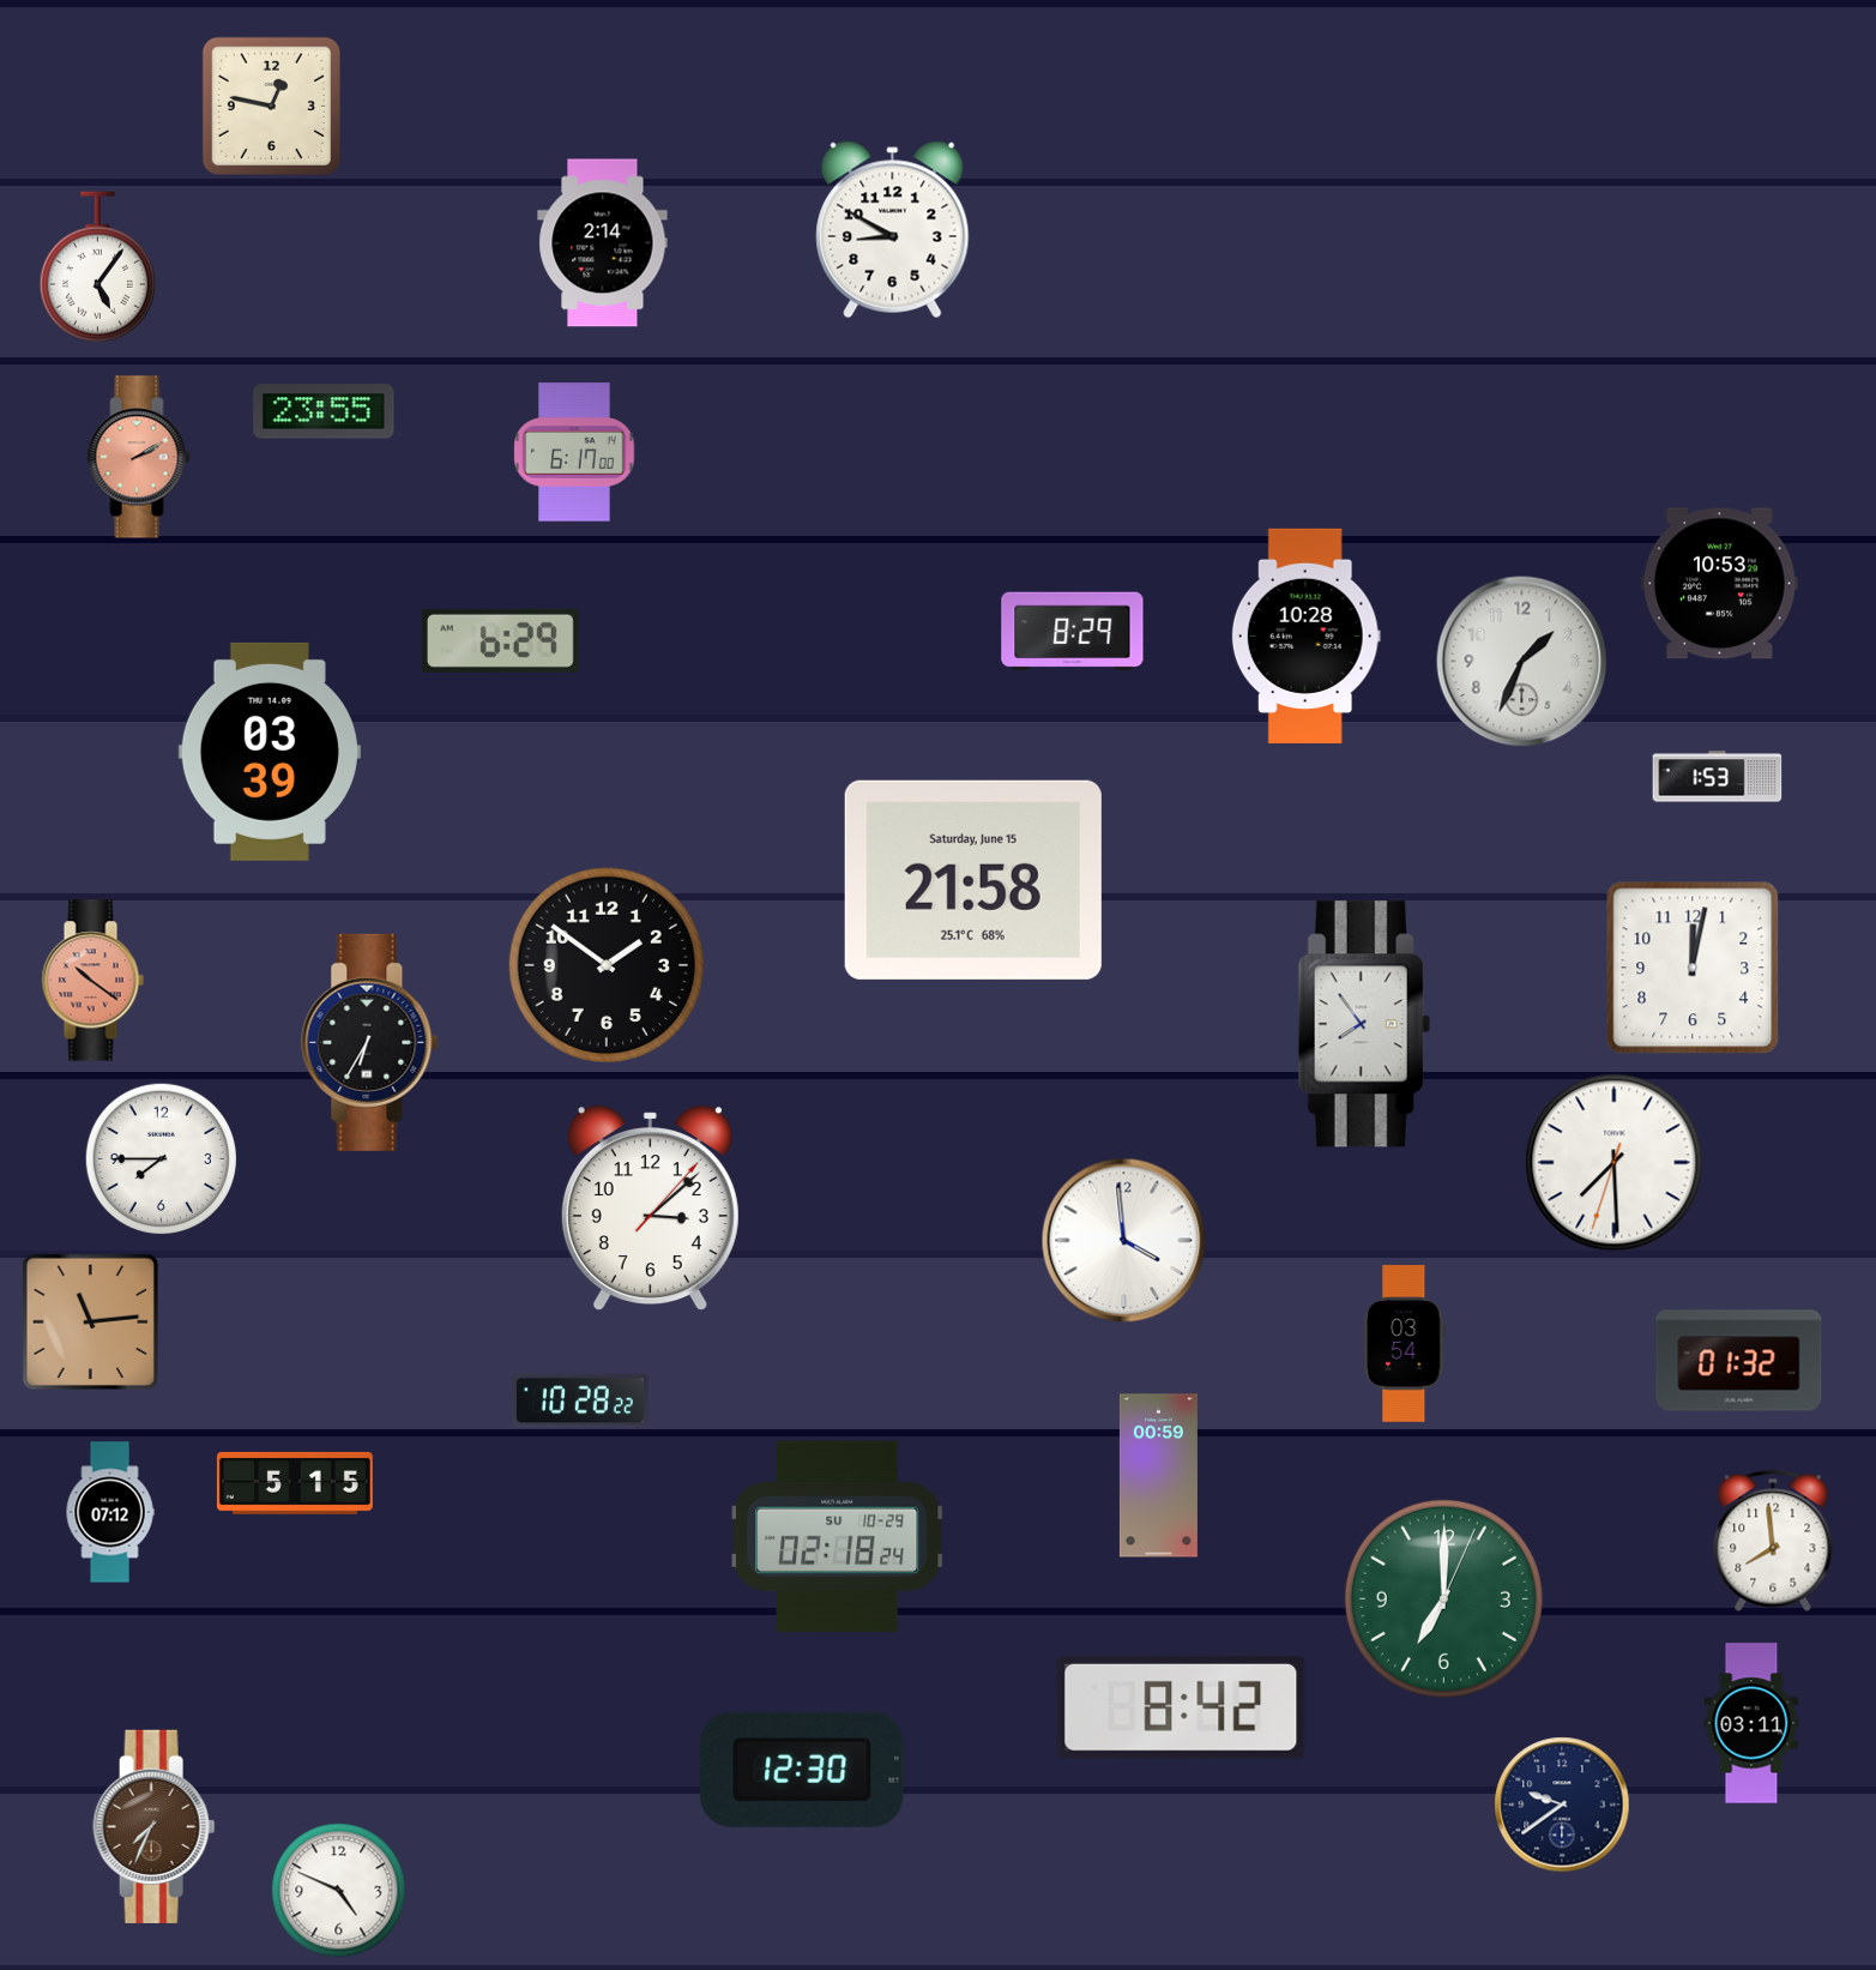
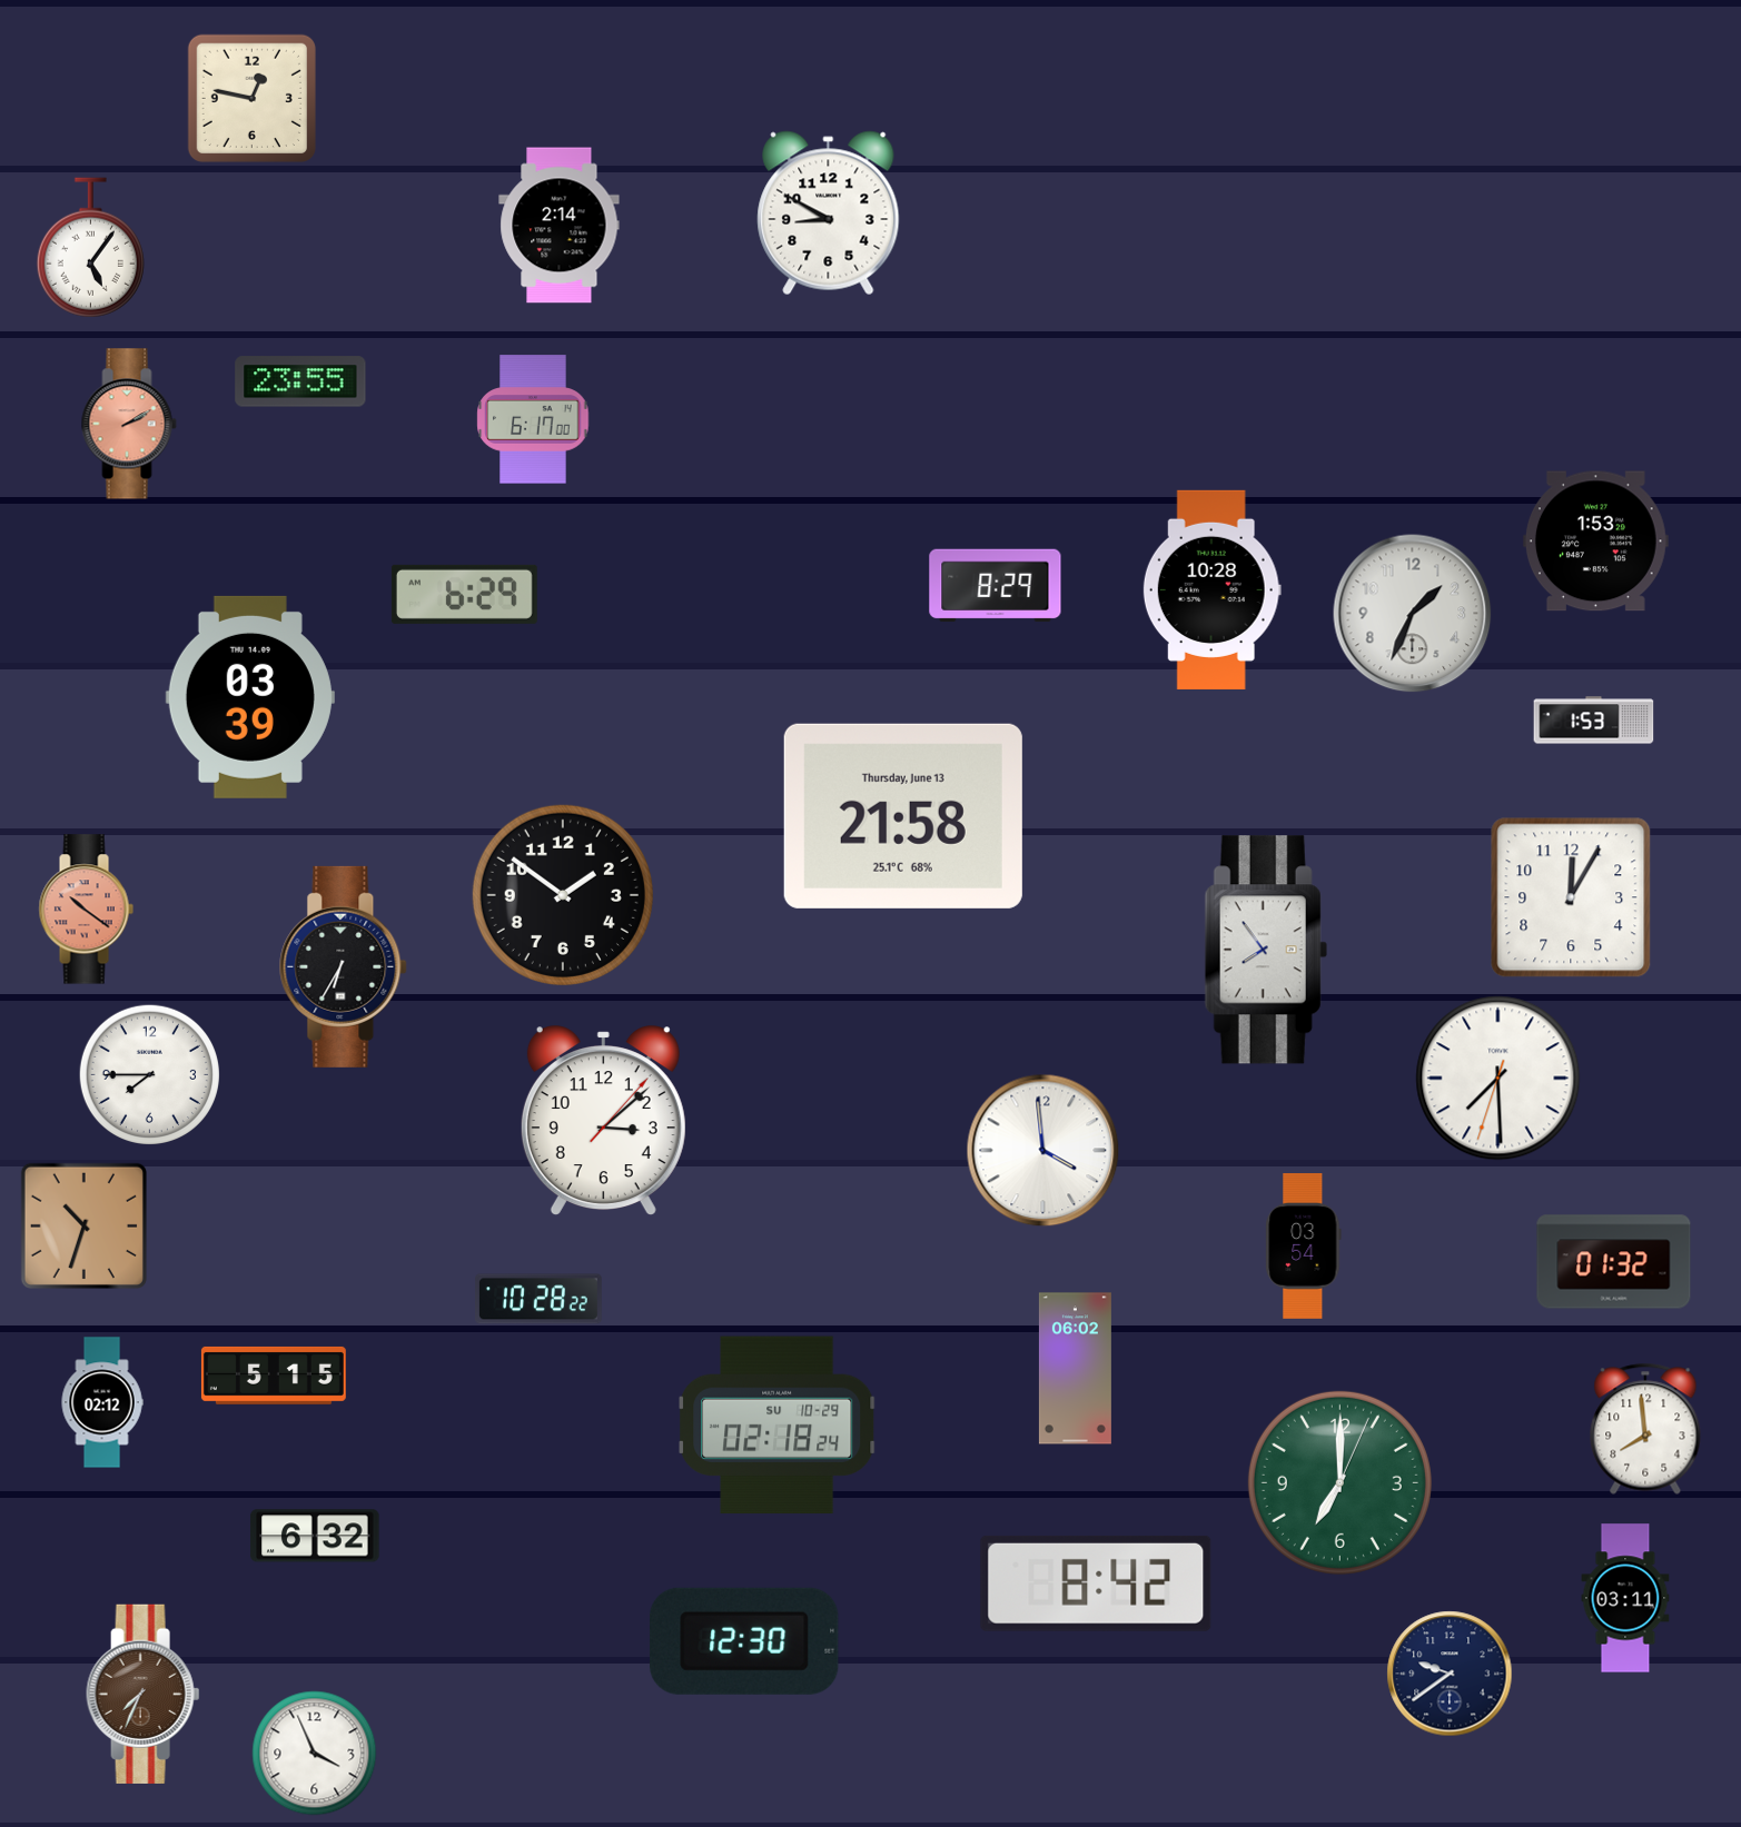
clock at (1719, 584): 10:53 -> 1:53
clock at (973, 880) date: Saturday, June 15 -> Thursday, June 13
clock at (1693, 968): 12:02 -> 12:05
clock at (90, 1321): 11:14 -> 10:33
clock at (1158, 1476): 00:59 -> 06:02
clock at (110, 1512): 07:12 -> 02:12
clock at (315, 1536): none -> 6:32
clock at (339, 1891): 4:49 -> 3:56
